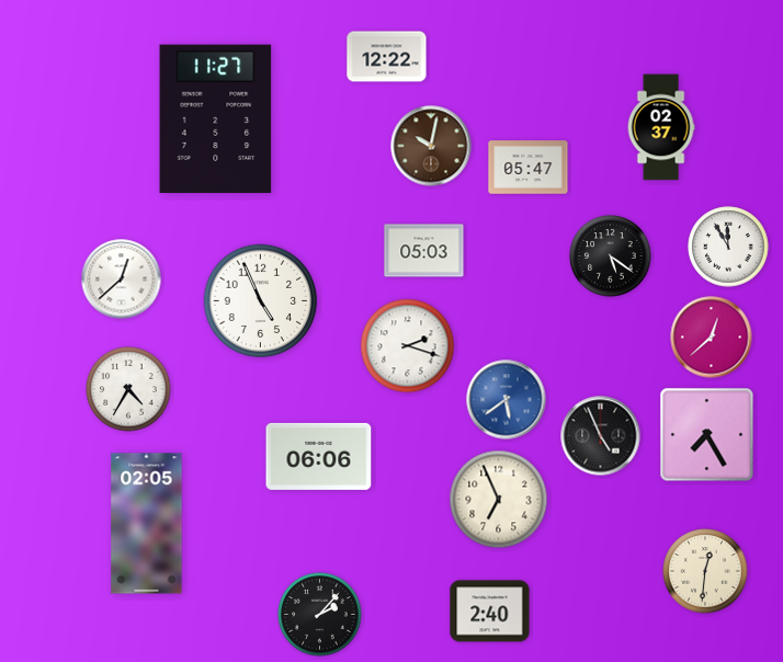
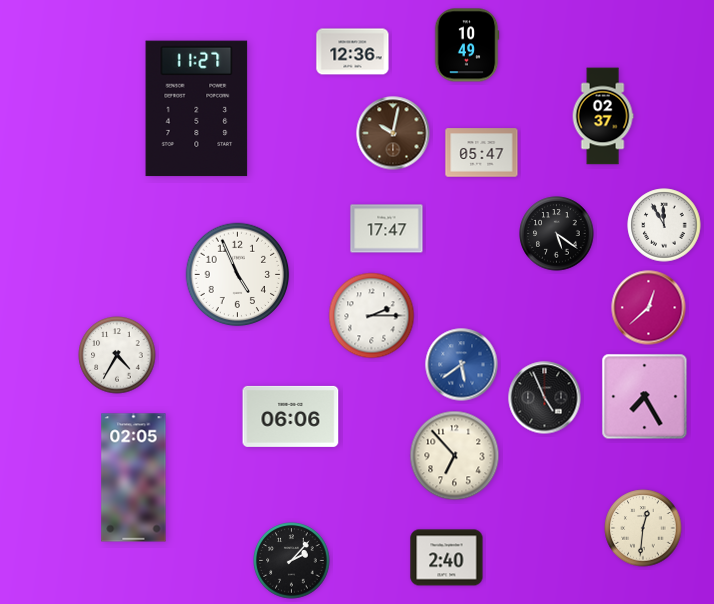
clock at (467, 45): none -> 10:49
clock at (387, 57): 12:22 -> 12:36
clock at (424, 251): 05:03 -> 17:47
clock at (122, 279): 12:38 -> none
clock at (408, 346): 2:18 -> 2:15
clock at (601, 436) position: (601, 436) -> (545, 398)
clock at (499, 500): 6:56 -> 6:53
clock at (705, 571) position: (705, 571) -> (643, 528)
